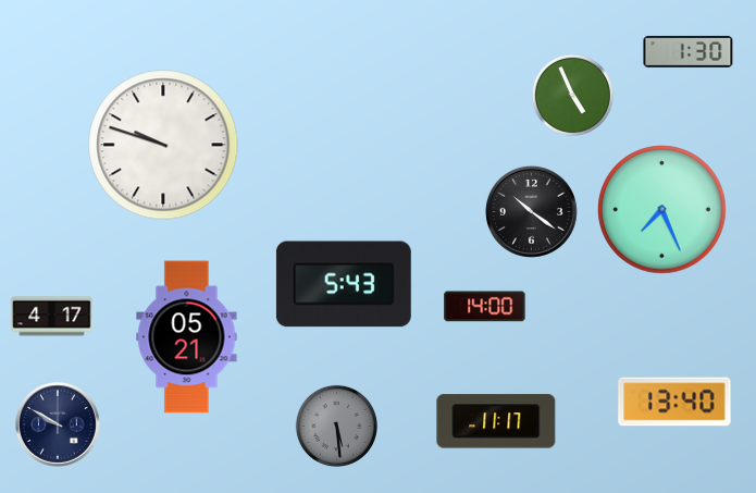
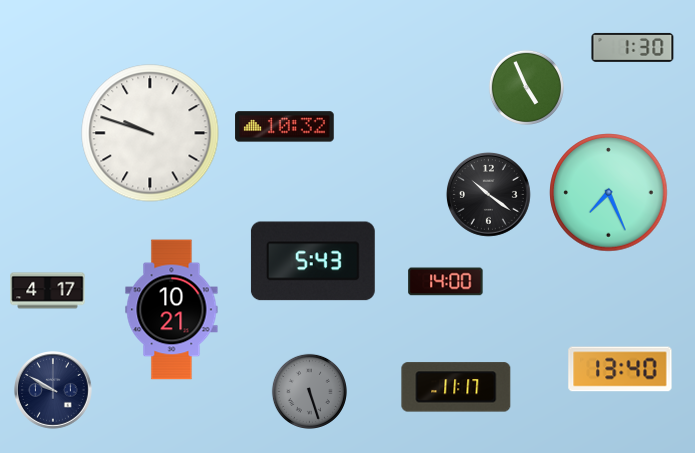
clock at (285, 127): none -> 10:32
clock at (344, 284) position: (344, 284) -> (313, 261)
clock at (187, 337): 05:21 -> 10:21
clock at (336, 426): 5:29 -> 5:27
